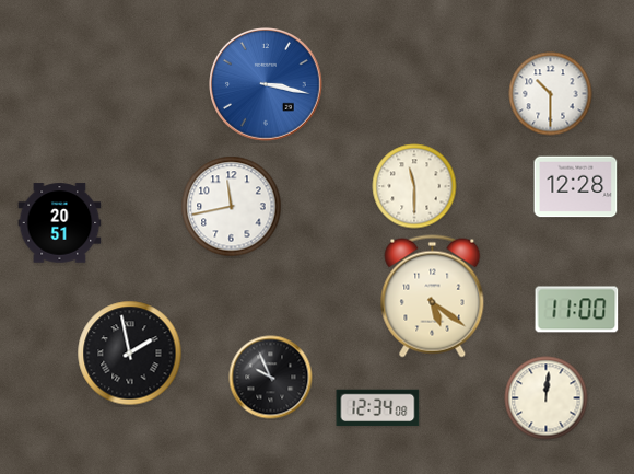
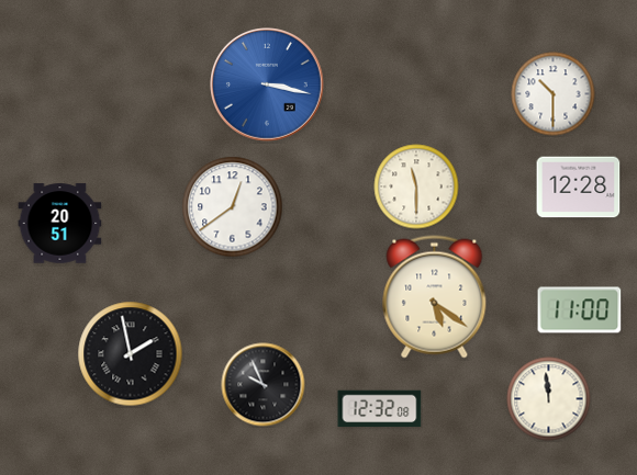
clock at (232, 207): 11:43 -> 12:39
clock at (271, 378) position: (271, 378) -> (264, 385)
clock at (547, 398): 12:01 -> 11:59
clock at (378, 408): 12:34 -> 12:32
